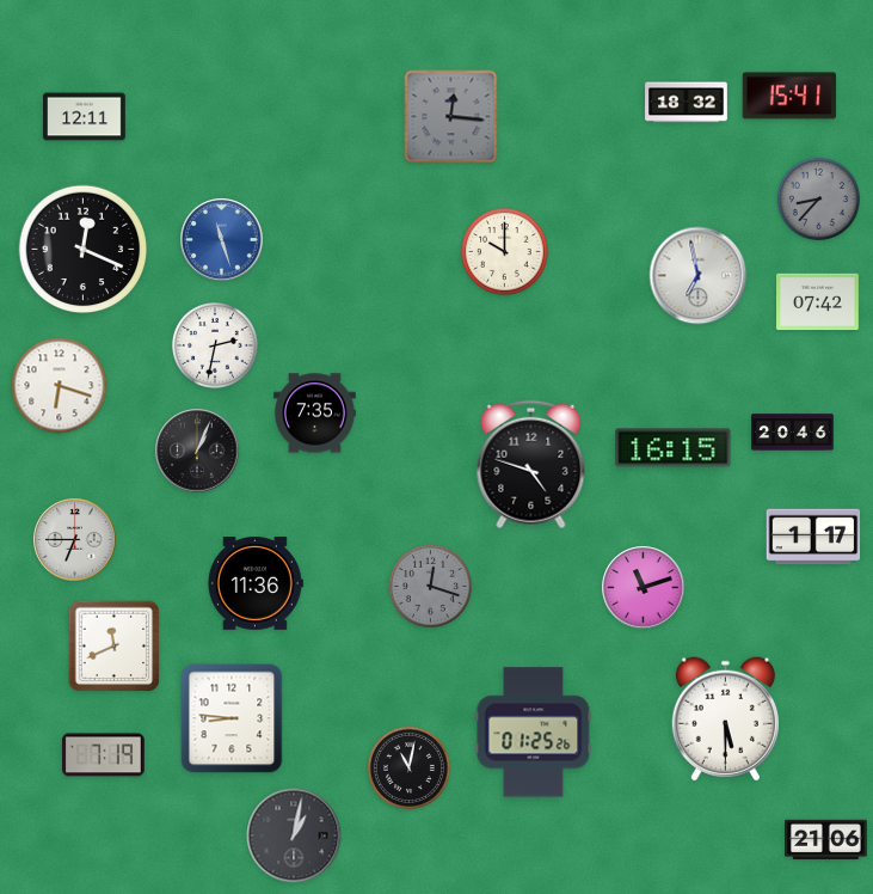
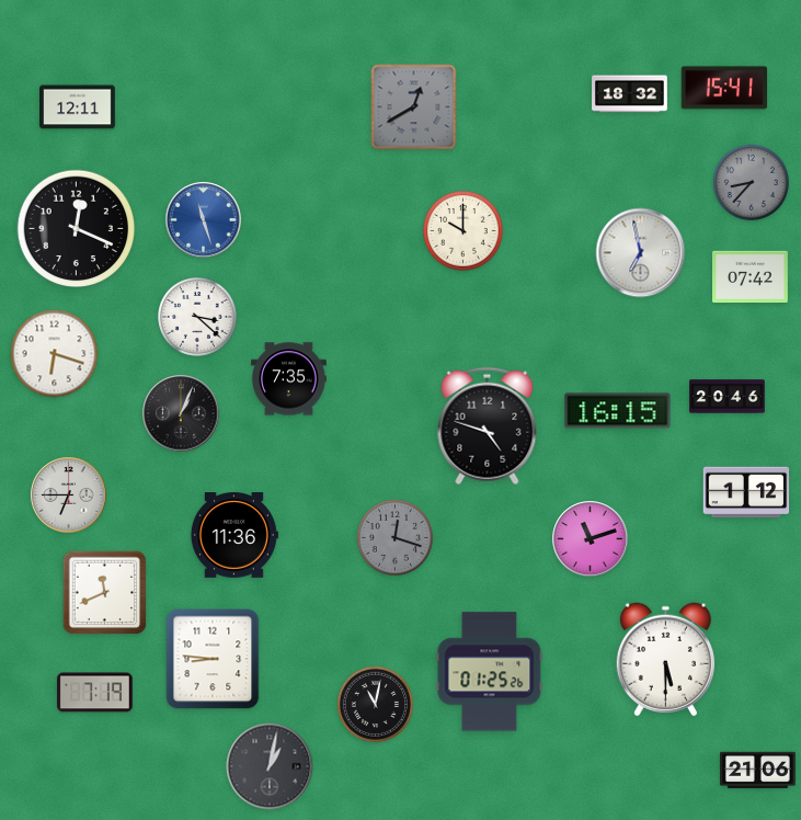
clock at (451, 117): 12:16 -> 12:40
clock at (216, 347): 2:32 -> 3:22
clock at (813, 537): 1:17 -> 1:12
